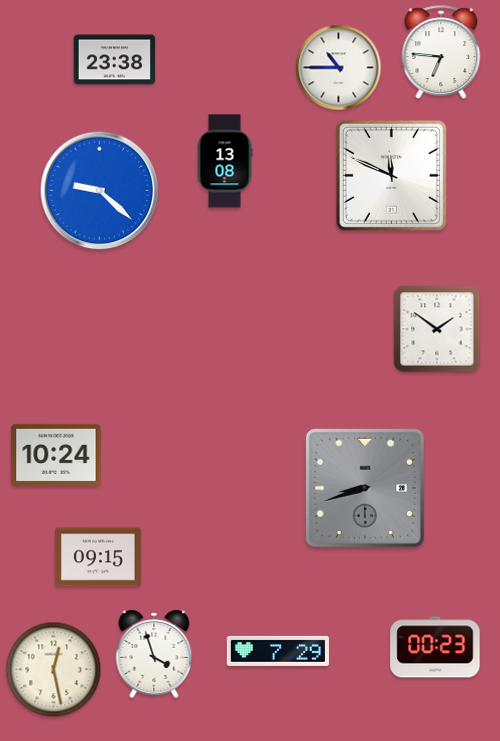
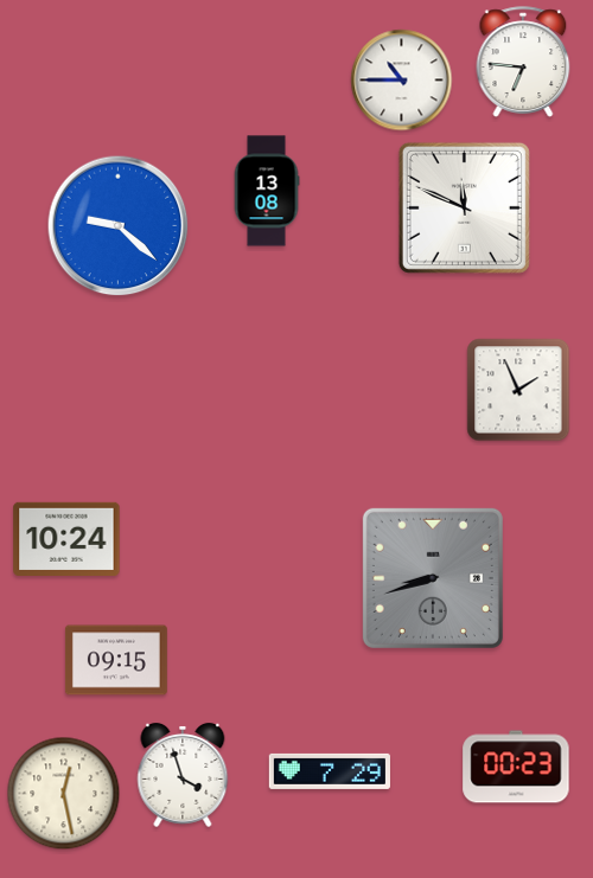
clock at (115, 60): 23:38 -> none
clock at (437, 329): 1:51 -> 1:56
